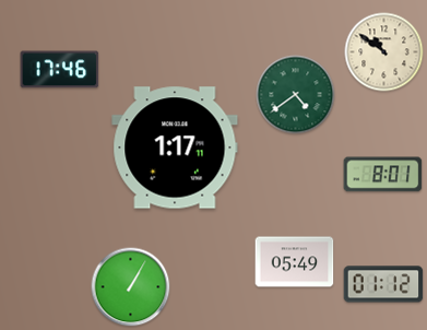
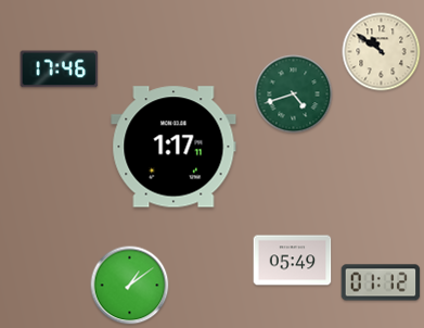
clock at (296, 95): 4:39 -> 4:42
clock at (383, 175): 8:01 -> none
clock at (131, 287): 1:05 -> 1:09
